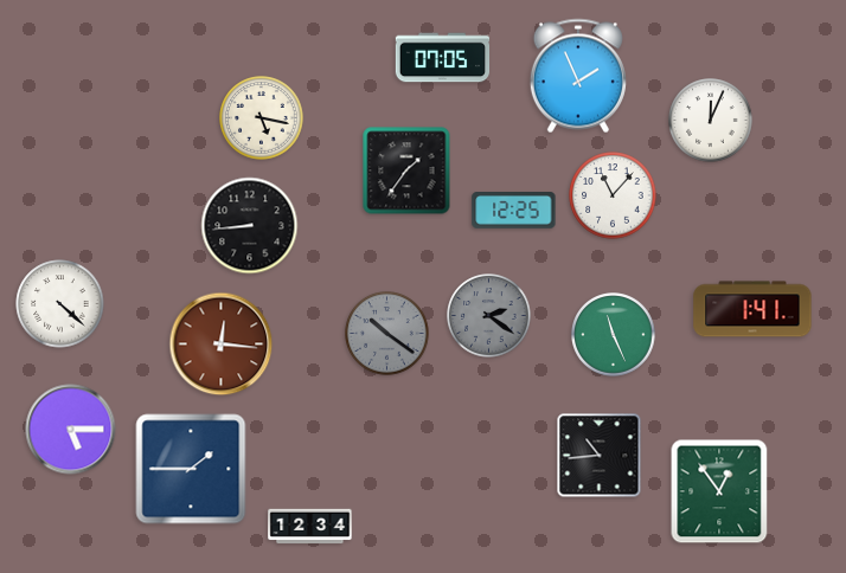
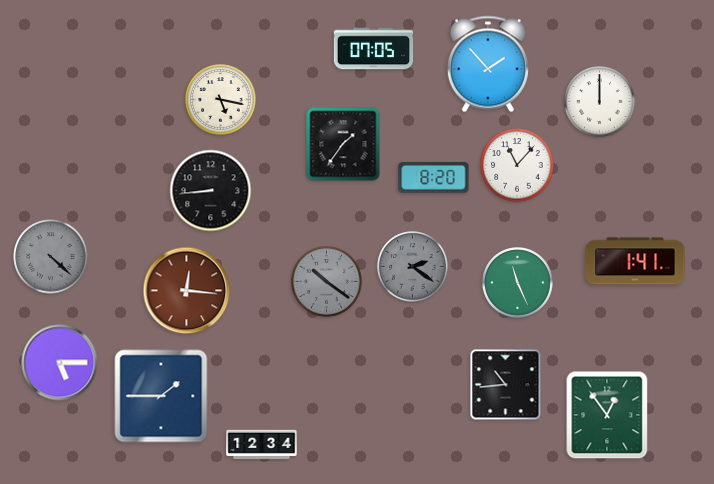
clock at (578, 76): 1:56 -> 1:53
clock at (711, 121): 12:04 -> 12:00
clock at (514, 211): 12:25 -> 8:20
clock at (60, 304) dial: white -> grey
